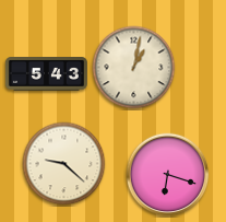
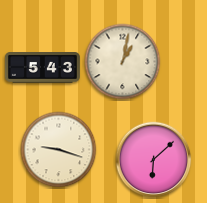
clock at (64, 164): 9:22 -> 9:18
clock at (168, 175): 6:18 -> 6:08
